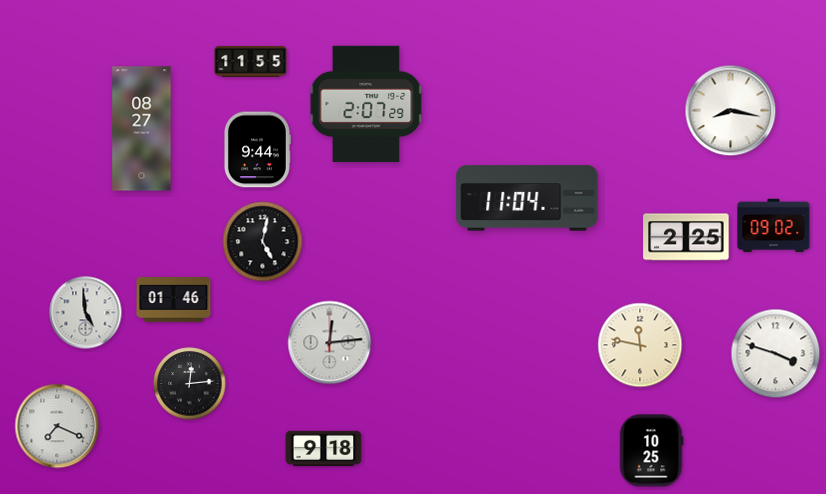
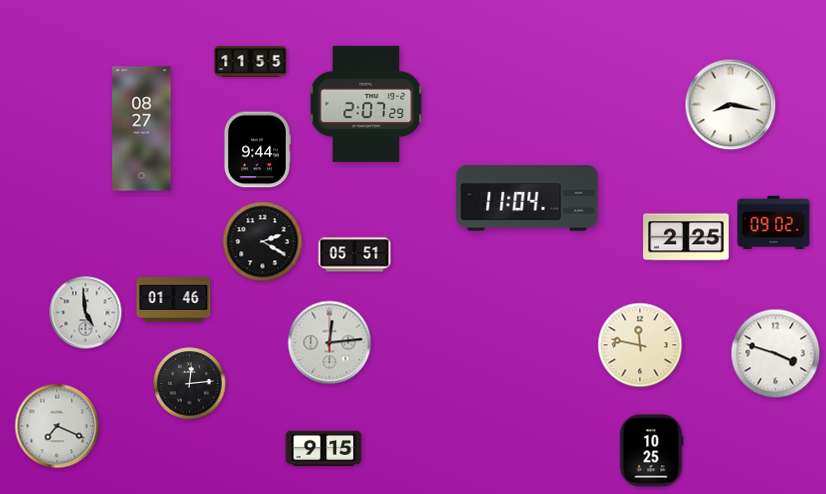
clock at (731, 111) position: (731, 111) -> (731, 105)
clock at (774, 226) position: (774, 226) -> (774, 223)
clock at (263, 242): 5:02 -> 2:20
clock at (355, 255): none -> 05:51
clock at (324, 448): 9:18 -> 9:15
